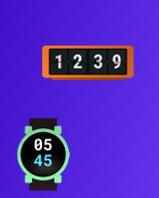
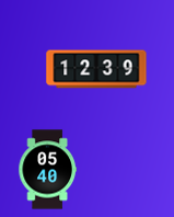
clock at (43, 155): 05:45 -> 05:40
